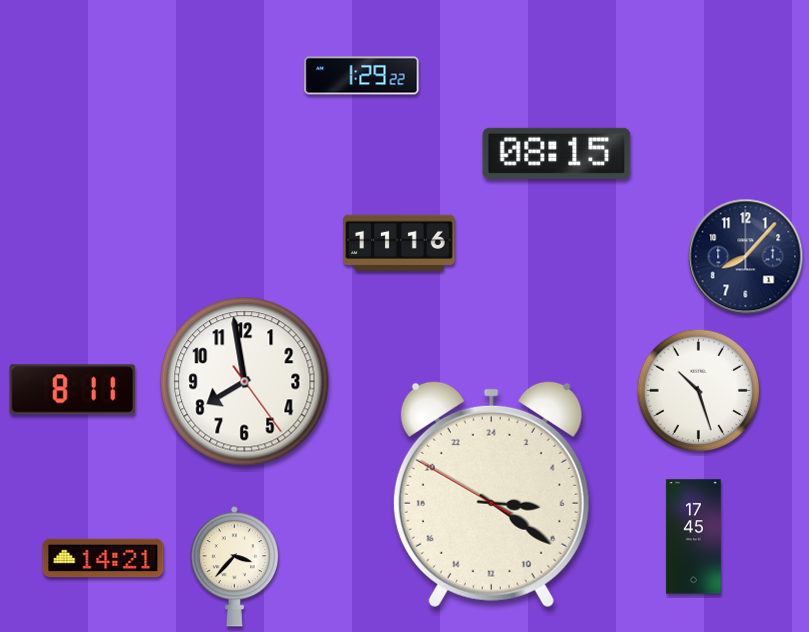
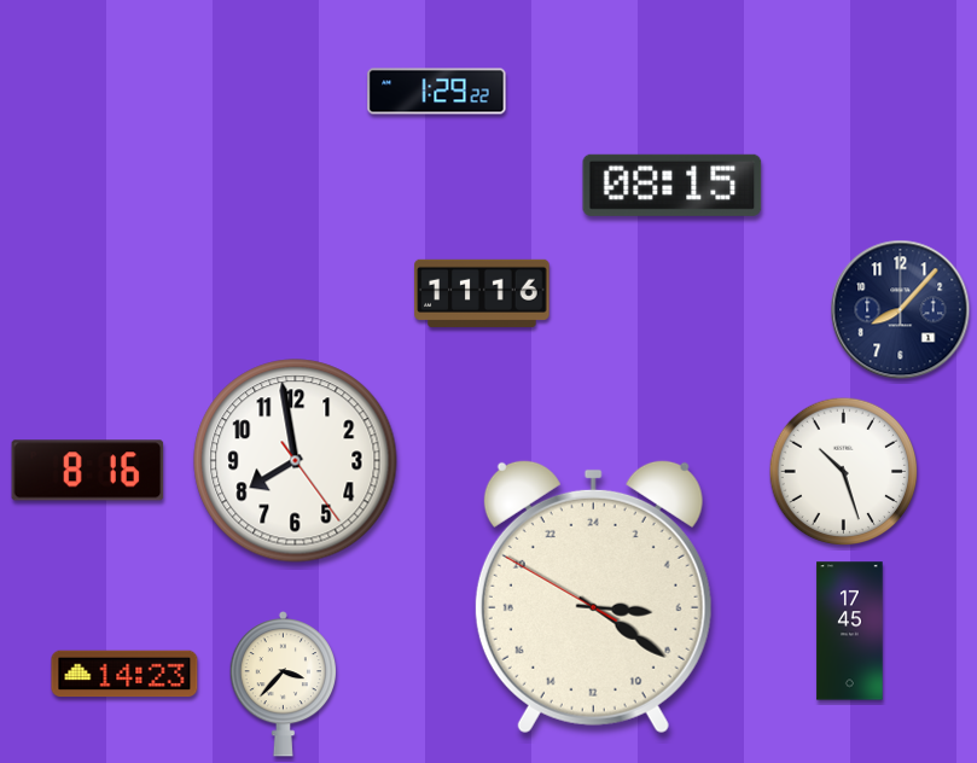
clock at (73, 390): 8:11 -> 8:16
clock at (694, 537) position: (694, 537) -> (850, 631)
clock at (103, 558): 14:21 -> 14:23
